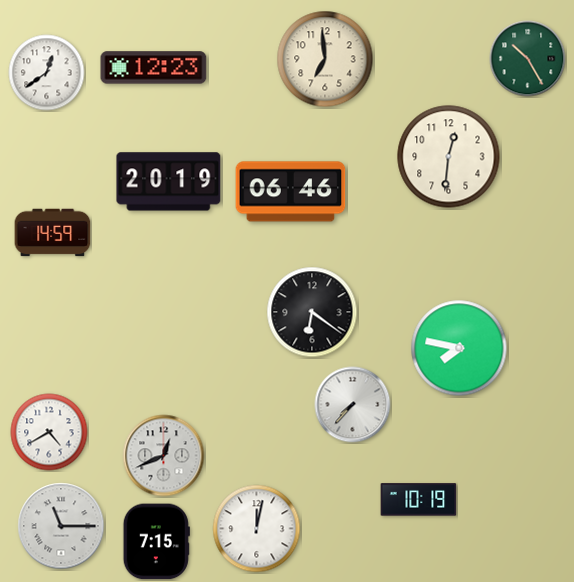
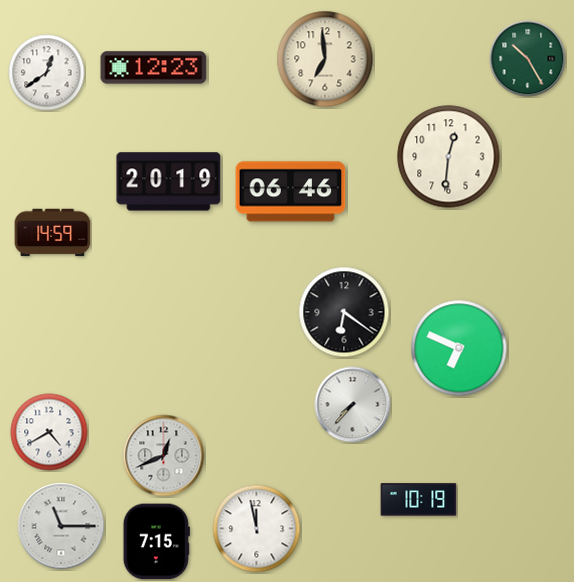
clock at (312, 312) position: (312, 312) -> (344, 312)
clock at (459, 348): 7:47 -> 6:49
clock at (257, 529): 12:02 -> 11:58
